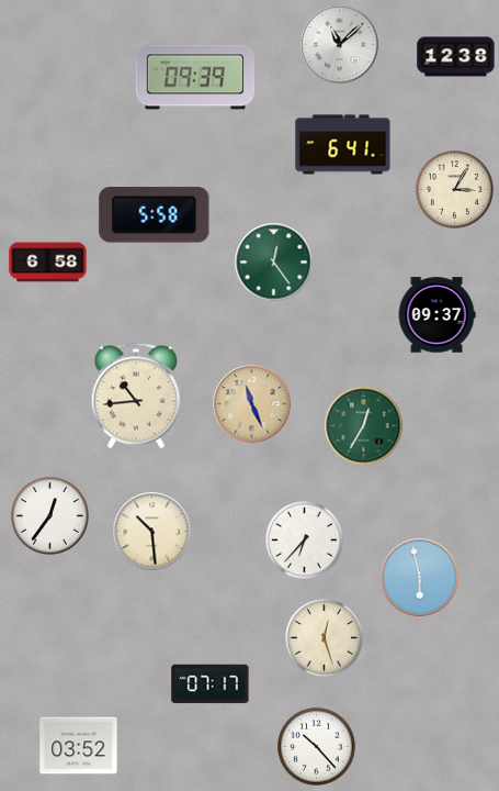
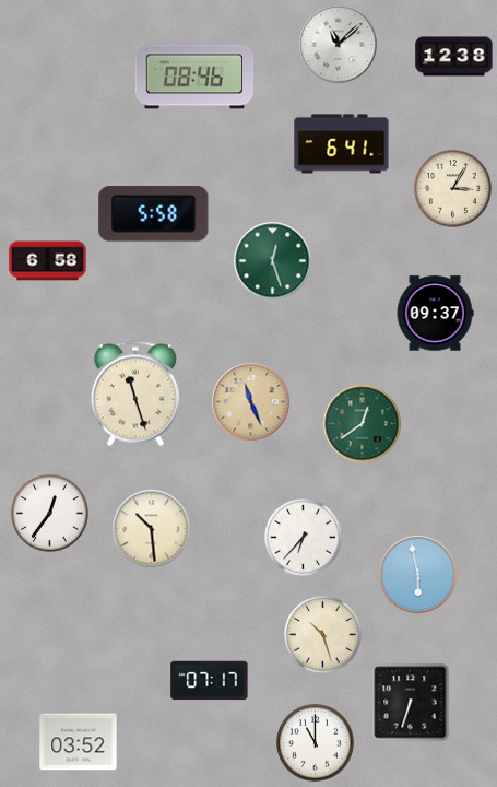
clock at (195, 77): 09:39 -> 08:46
clock at (274, 263): 12:24 -> 12:27
clock at (136, 396): 10:44 -> 11:27
clock at (364, 426): 12:35 -> 12:39
clock at (325, 638): 12:27 -> 10:27
clock at (411, 703): none -> 6:33
clock at (317, 747): 10:23 -> 11:00
